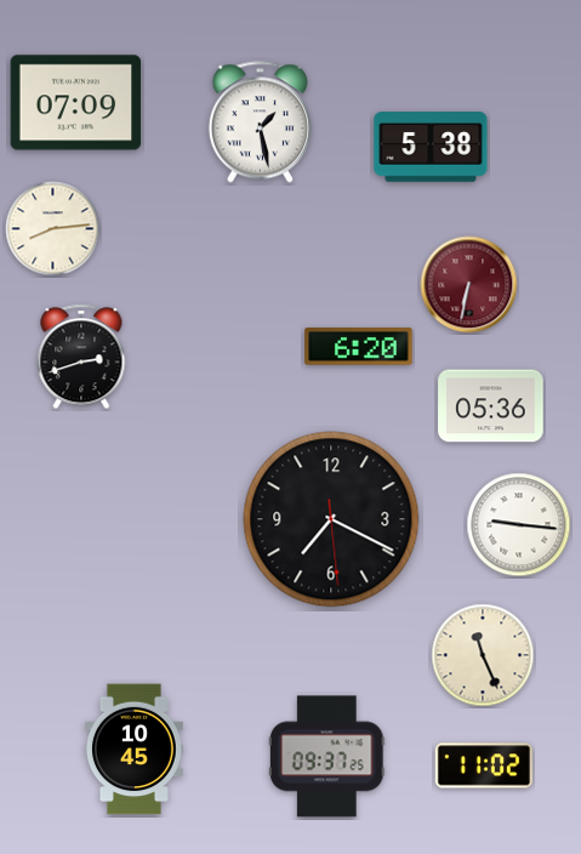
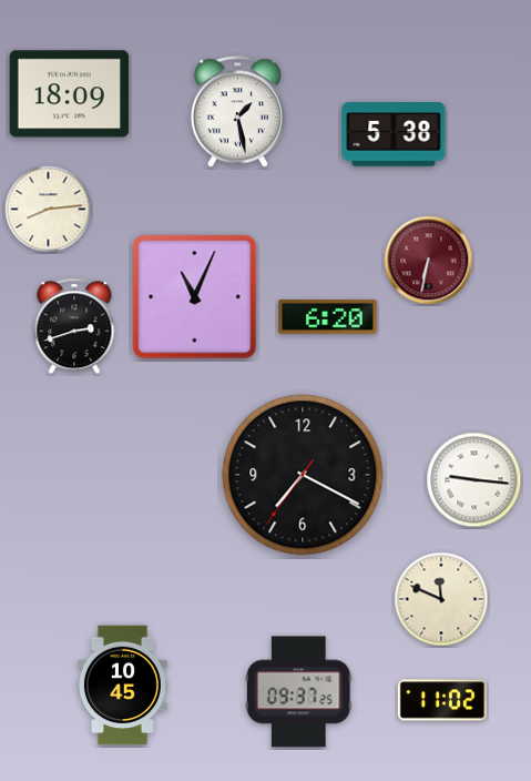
clock at (76, 103): 07:09 -> 18:09
clock at (195, 297): none -> 11:04
clock at (491, 406): 05:36 -> none
clock at (331, 519): 7:19:29 -> 7:19:36
clock at (483, 655): 11:26 -> 11:49
